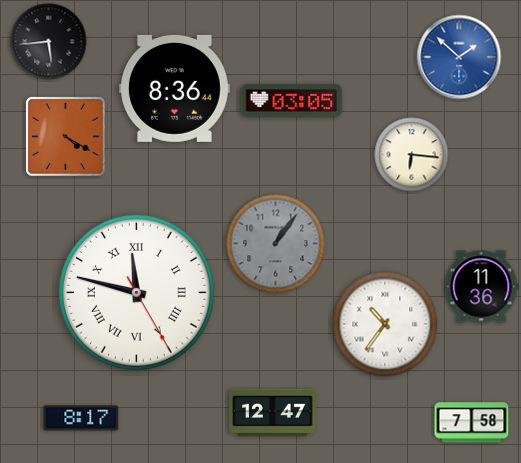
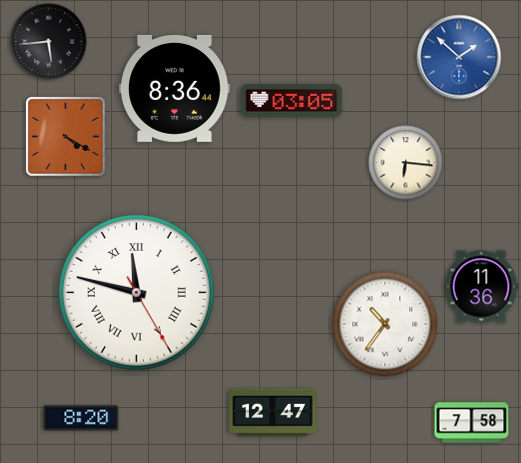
clock at (412, 155) position: (412, 155) -> (406, 163)
clock at (276, 244): 1:06 -> none
clock at (81, 418): 8:17 -> 8:20
